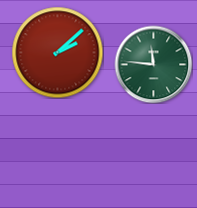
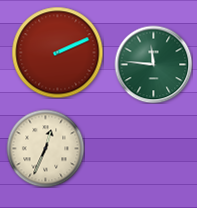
clock at (57, 52): 2:08 -> 2:11
clock at (45, 148): none -> 12:34
